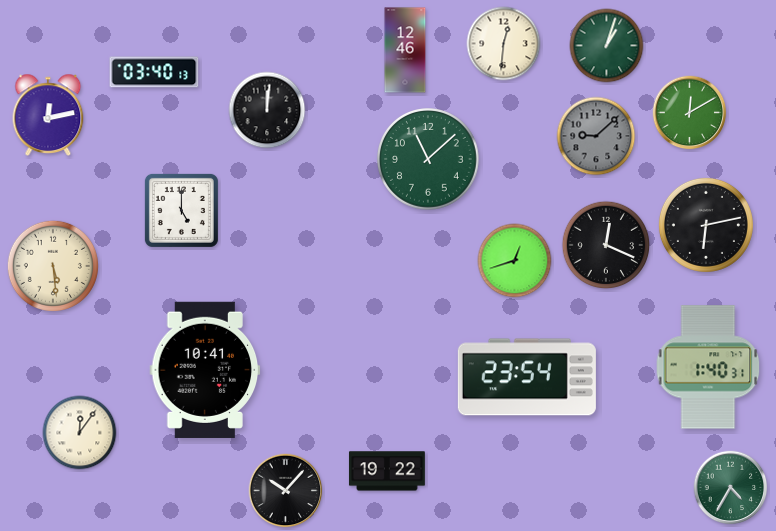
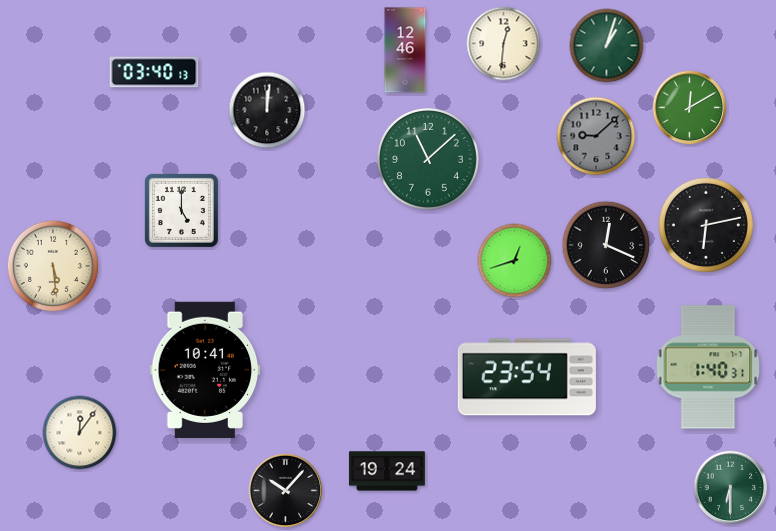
clock at (690, 113) position: (690, 113) -> (690, 108)
clock at (48, 115): 12:13 -> none
clock at (387, 471): 19:22 -> 19:24
clock at (731, 488): 4:35 -> 6:30
